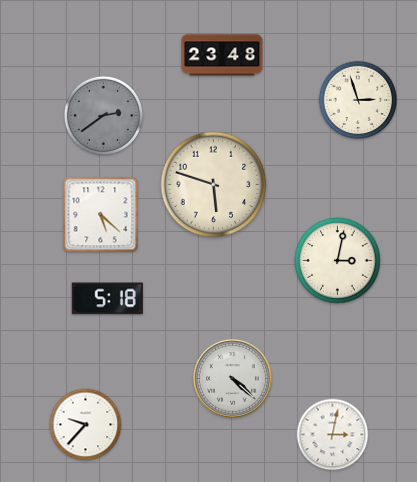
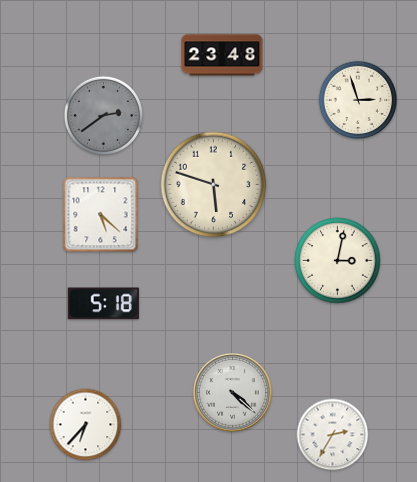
clock at (107, 299) position: (107, 299) -> (103, 304)
clock at (232, 378) position: (232, 378) -> (232, 392)
clock at (86, 425): 9:37 -> 6:37
clock at (333, 435): 3:02 -> 2:35
